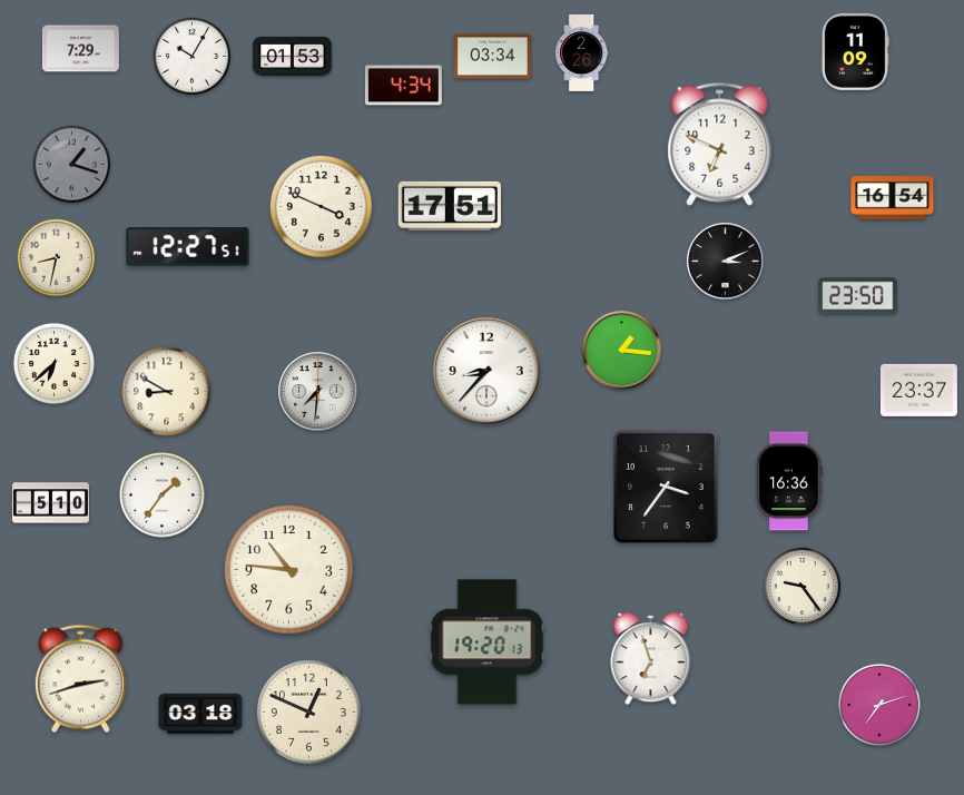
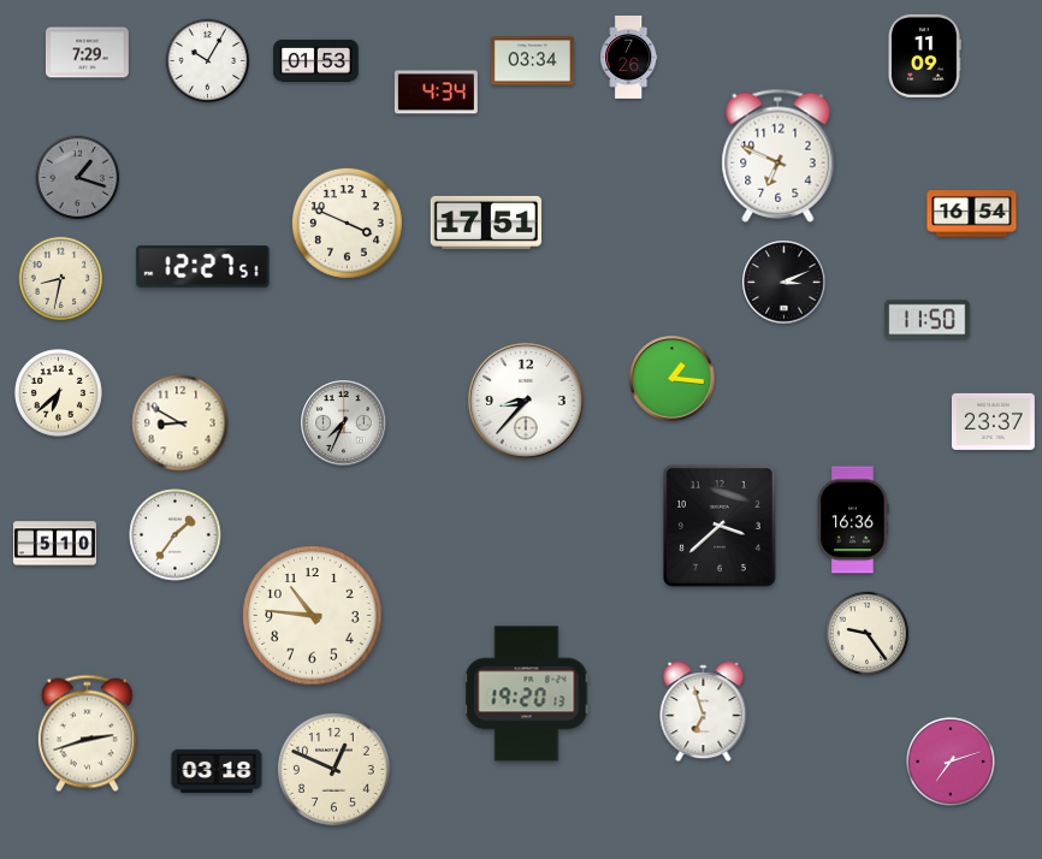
clock at (582, 53): 2:26 -> 7:26
clock at (893, 198) position: (893, 198) -> (972, 214)
clock at (858, 296): 23:50 -> 11:50
clock at (318, 392): 7:31 -> 7:34
clock at (666, 487): 3:36 -> 3:38
